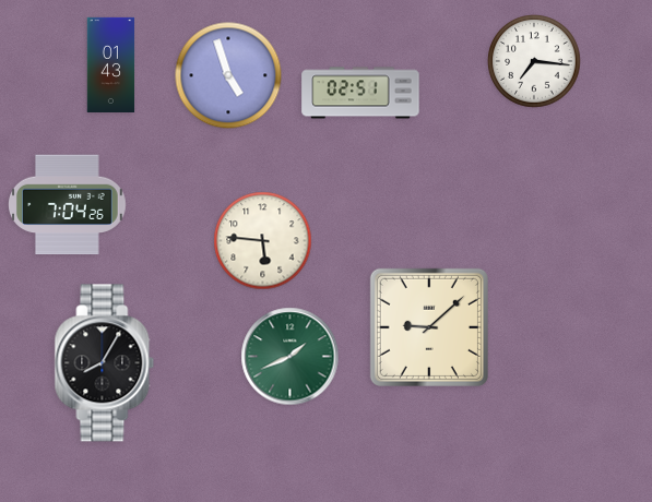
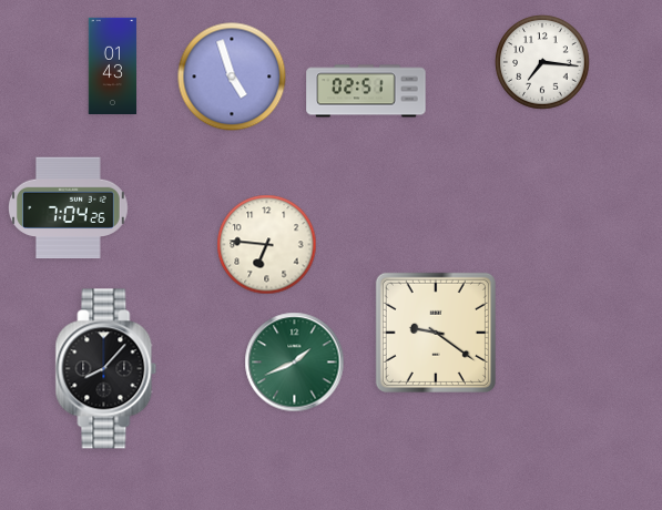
clock at (360, 93) position: (360, 93) -> (366, 91)
clock at (263, 241): 5:46 -> 6:46
clock at (429, 327): 9:08 -> 9:21
clock at (105, 363): 8:05 -> 8:07
